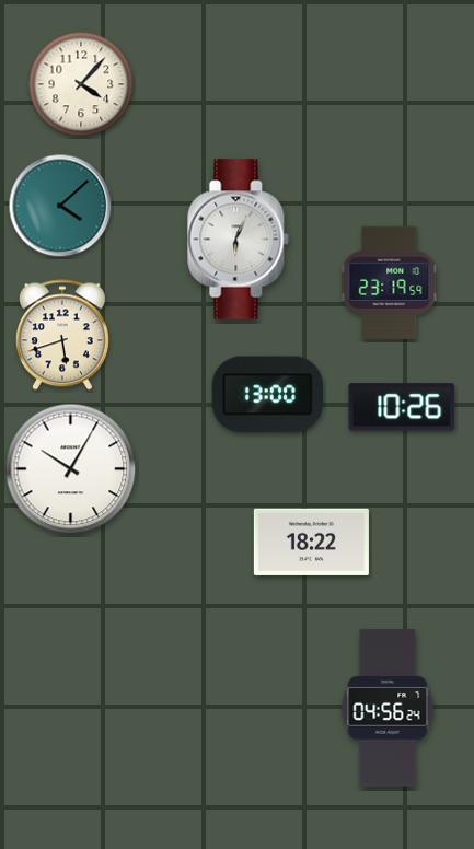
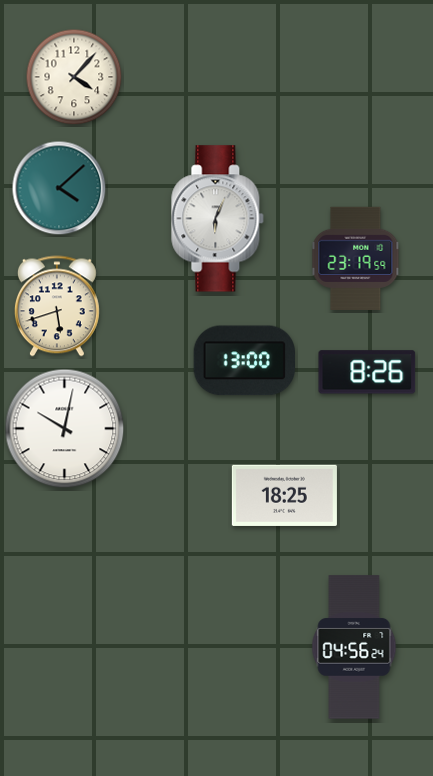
clock at (60, 206) position: (60, 206) -> (59, 188)
clock at (402, 407): 10:26 -> 8:26
clock at (71, 469): 10:05 -> 10:02
clock at (311, 542): 18:22 -> 18:25
